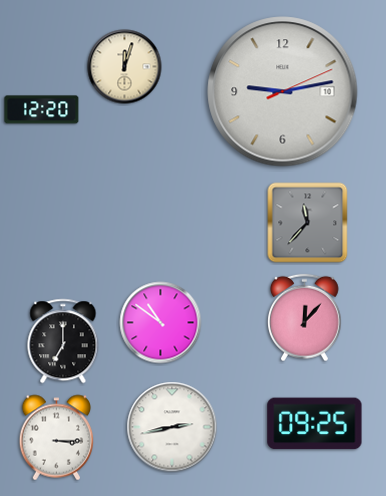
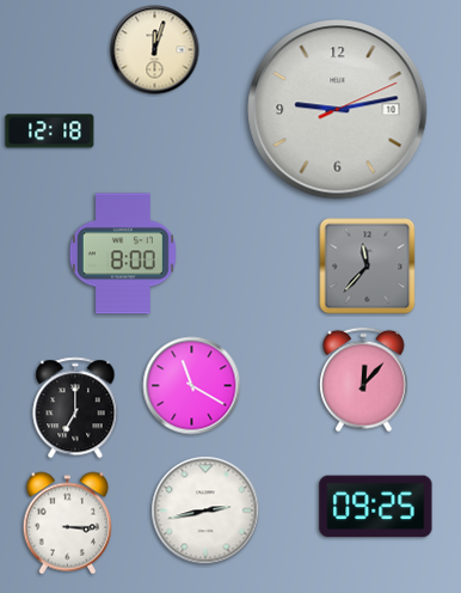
clock at (125, 67) position: (125, 67) -> (155, 50)
clock at (42, 110): 12:20 -> 12:18
clock at (123, 253): none -> 8:00
clock at (161, 323): 10:51 -> 11:20
